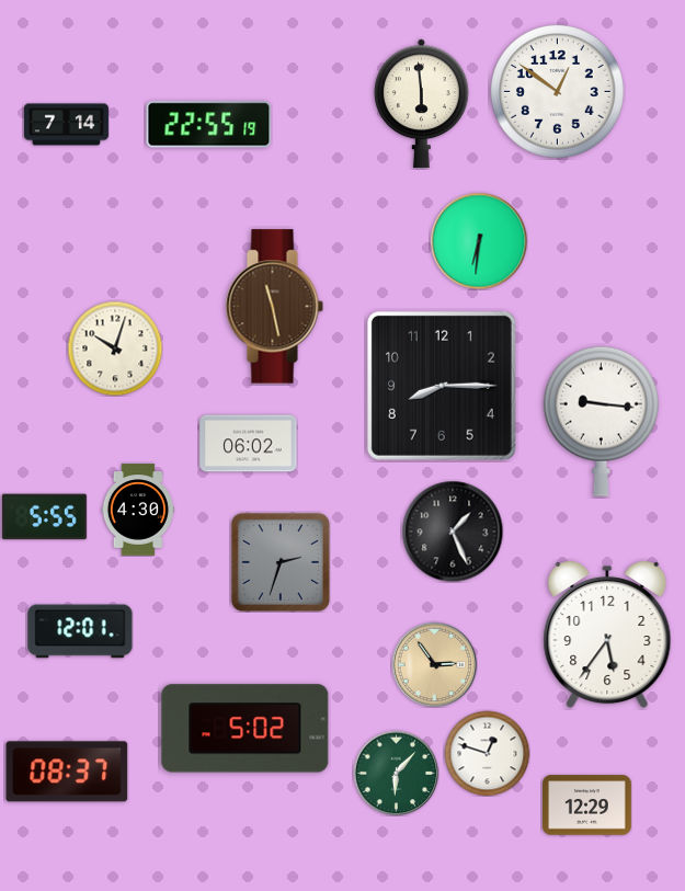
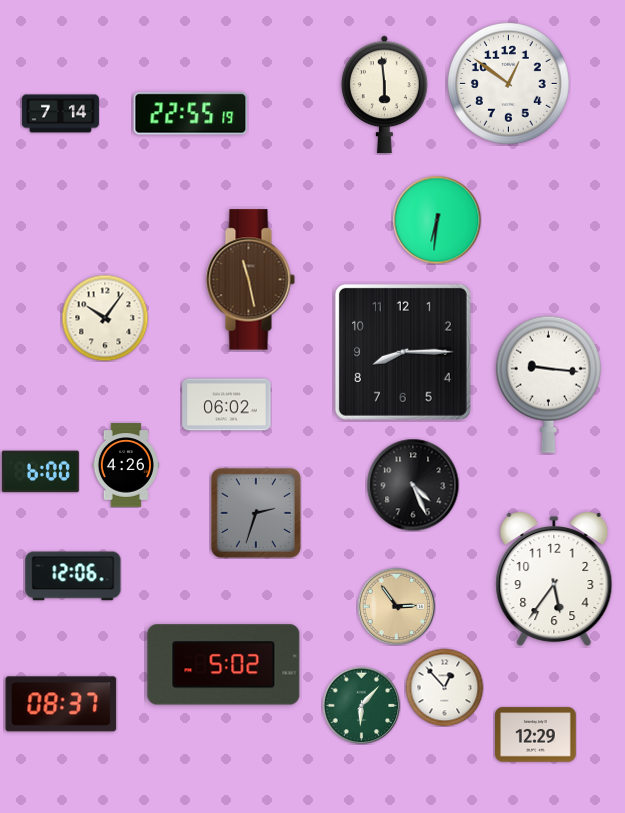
clock at (115, 349): 10:03 -> 10:06
clock at (137, 510): 4:30 -> 4:26
clock at (44, 517): 5:55 -> 6:00
clock at (453, 532): 1:26 -> 4:26
clock at (80, 631): 12:01 -> 12:06
clock at (487, 753): 12:48 -> 12:53
